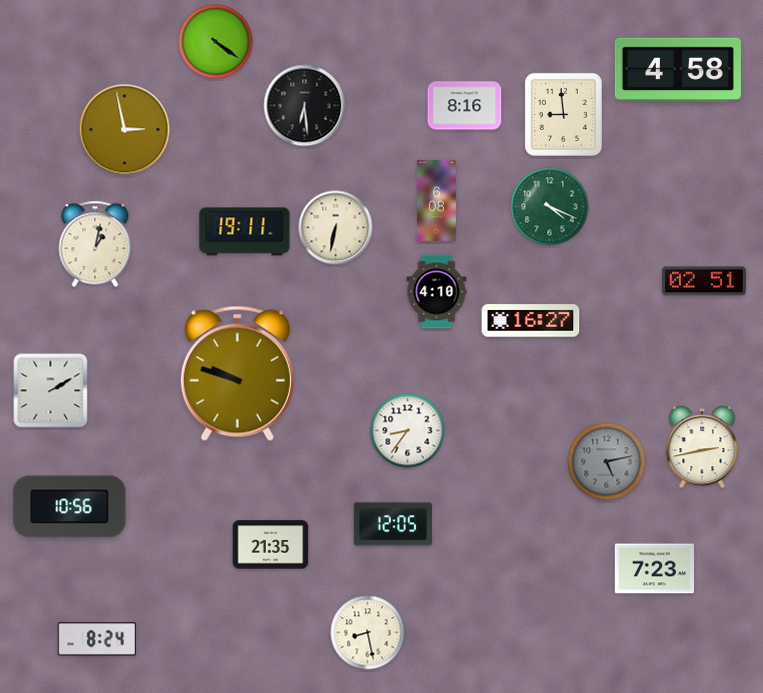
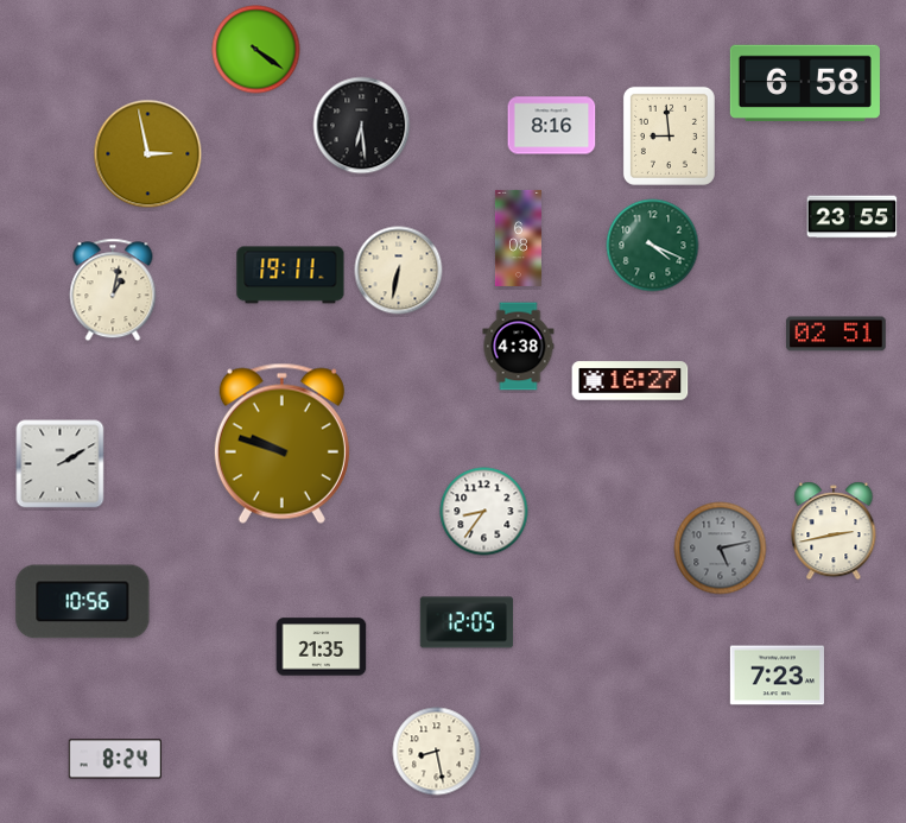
clock at (678, 69): 4:58 -> 6:58
clock at (853, 217): none -> 23:55
clock at (437, 292): 4:10 -> 4:38
